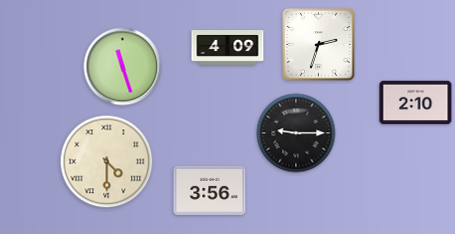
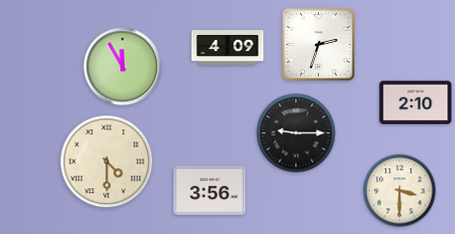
clock at (123, 67): 11:27 -> 11:55
clock at (400, 191): none -> 3:30
